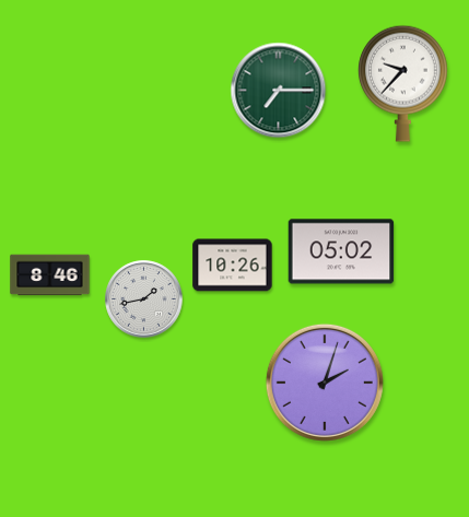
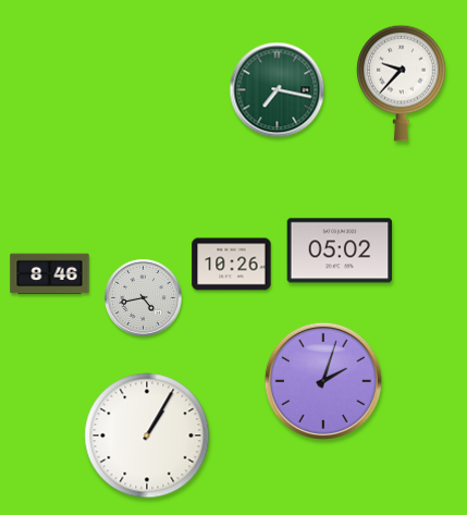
clock at (279, 91): 7:15 -> 7:17
clock at (144, 299): 1:43 -> 4:43
clock at (147, 436): none -> 1:05
